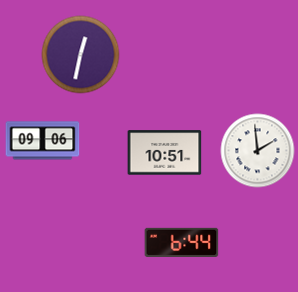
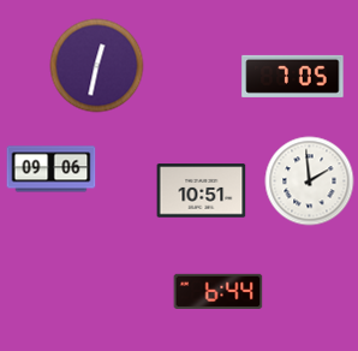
clock at (293, 76): none -> 7:05
clock at (165, 153) position: (165, 153) -> (202, 191)
